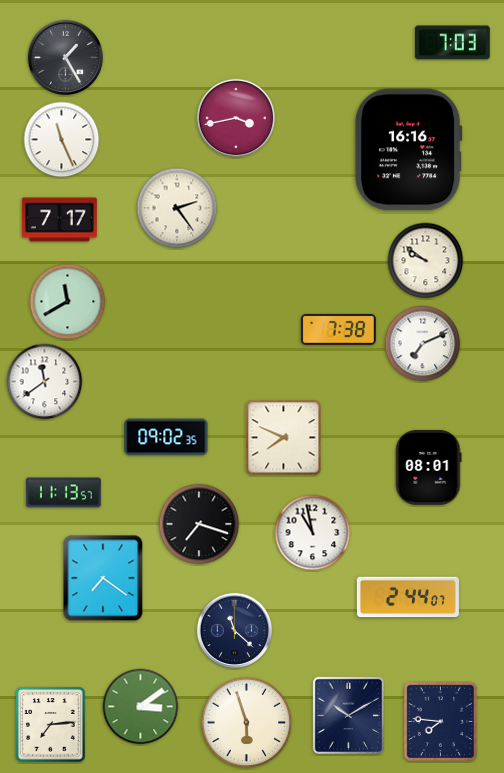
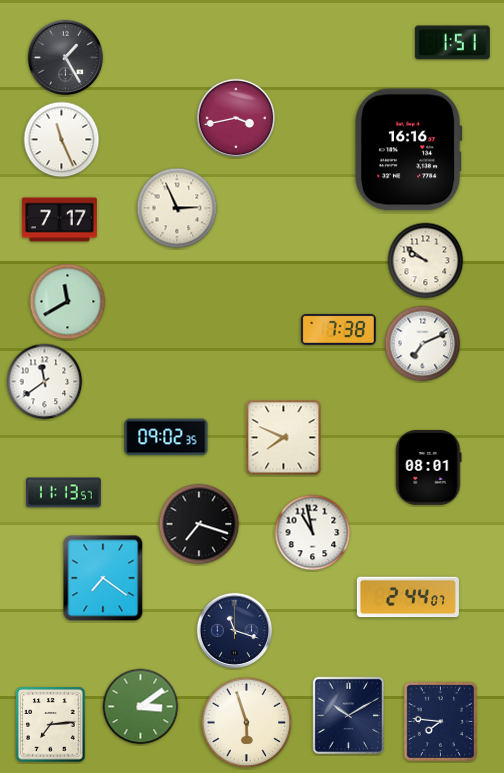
clock at (452, 43): 7:03 -> 1:51
clock at (177, 208): 2:24 -> 2:56
clock at (235, 631): 11:22 -> 11:18
